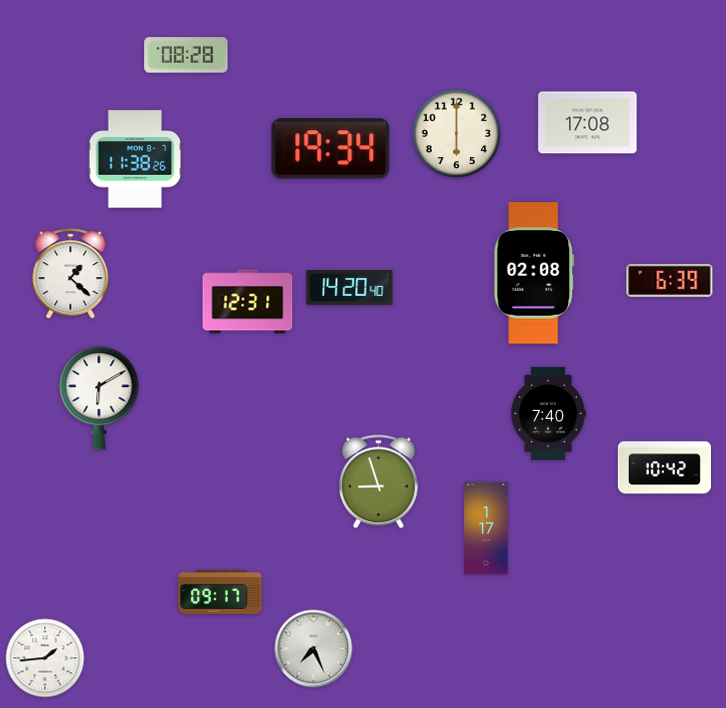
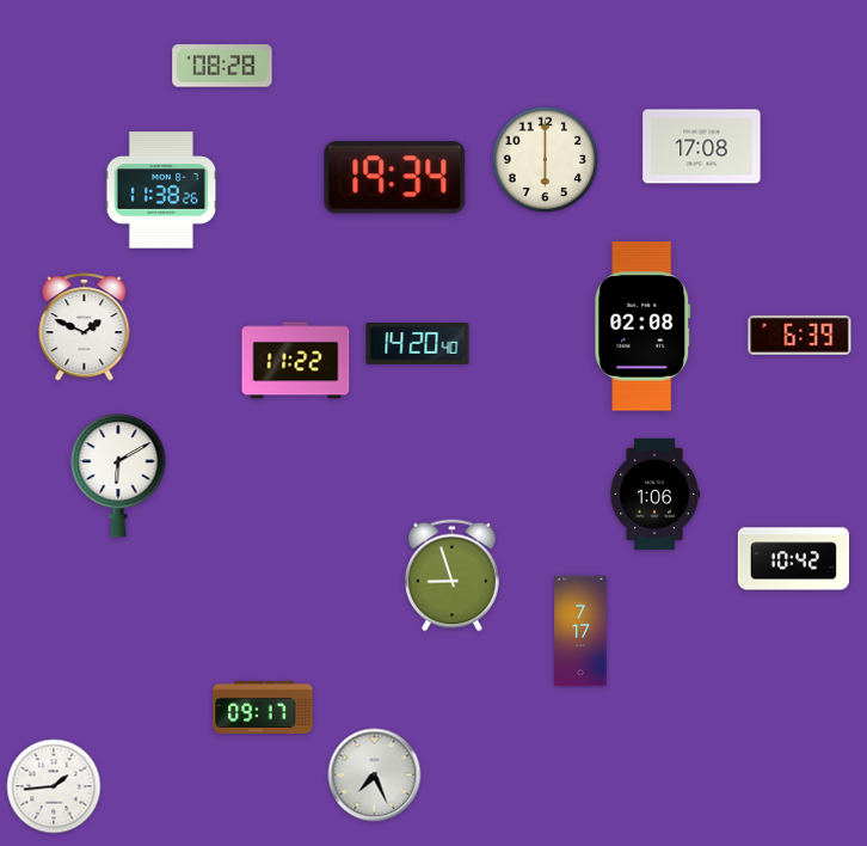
clock at (534, 273) position: (534, 273) -> (642, 326)
clock at (71, 274): 1:22 -> 1:49
clock at (248, 302): 12:31 -> 11:22
clock at (548, 413): 7:40 -> 1:06
clock at (486, 528): 1:17 -> 7:17
